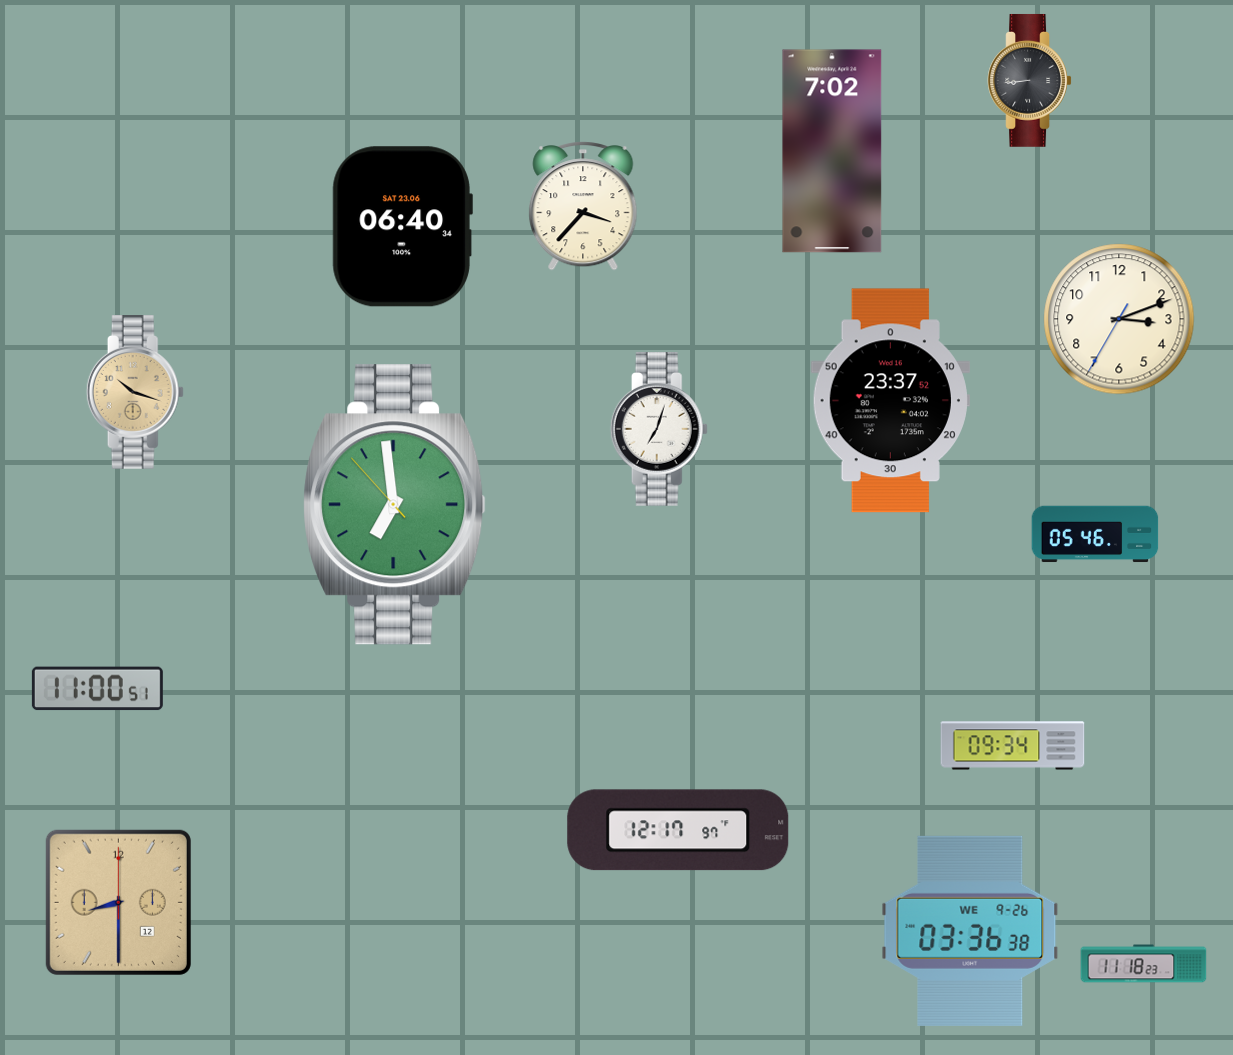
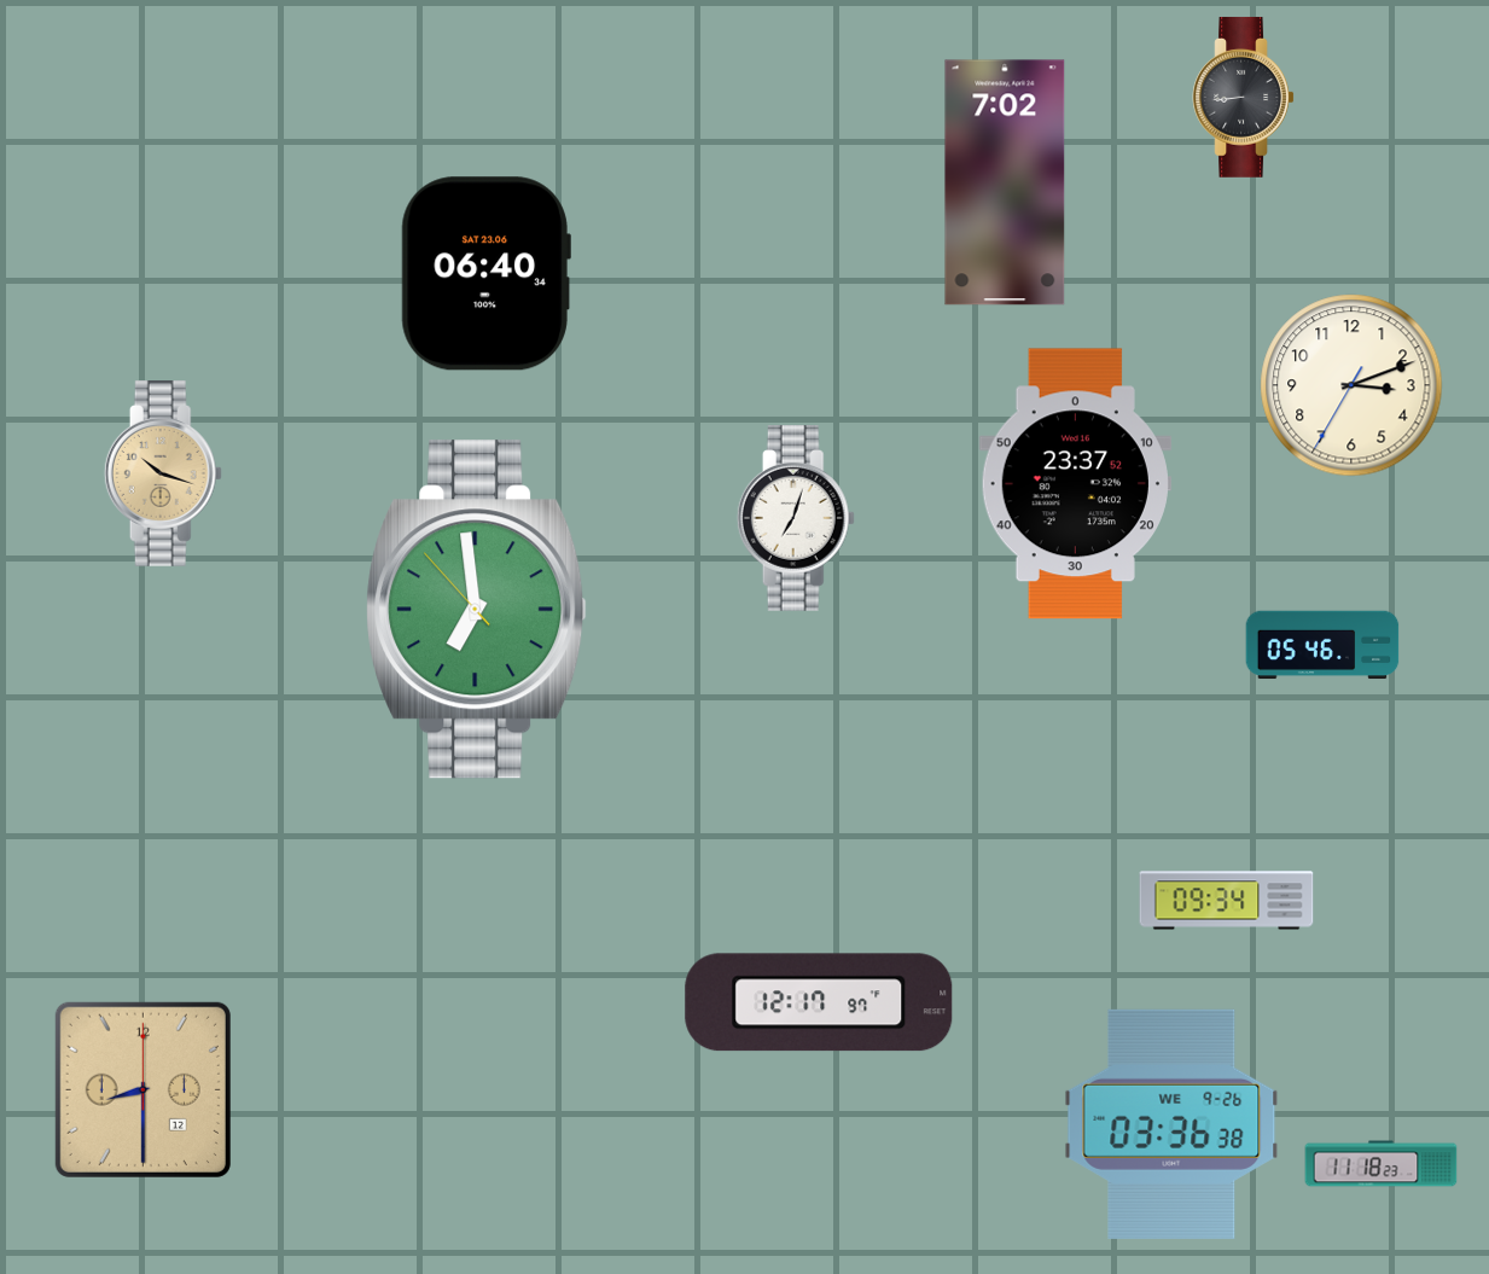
clock at (583, 206): 3:37 -> none
clock at (97, 689): 11:00 -> none
clock at (1013, 746) position: (1013, 746) -> (1227, 901)
